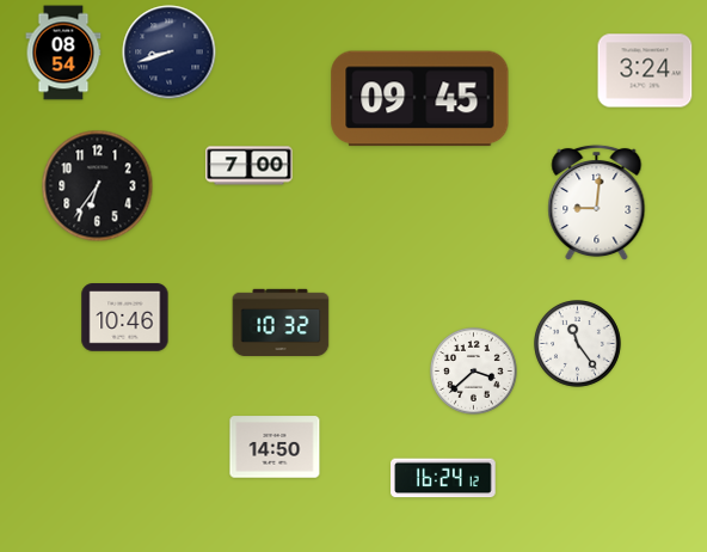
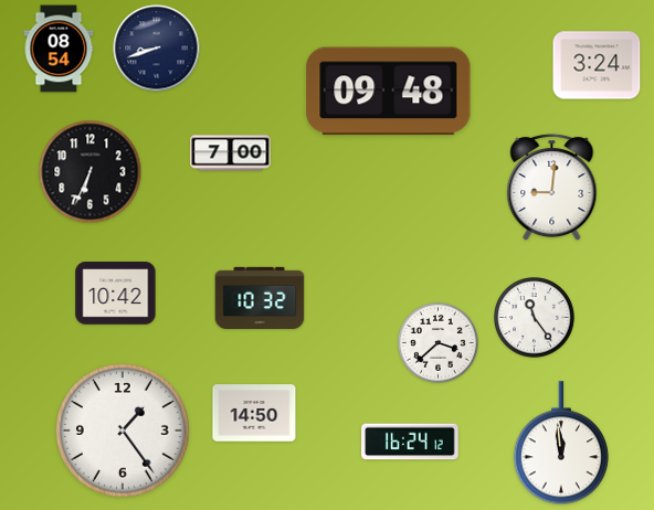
clock at (420, 99): 09:45 -> 09:48
clock at (98, 186): 6:36 -> 6:34
clock at (125, 318): 10:46 -> 10:42
clock at (123, 431): none -> 1:24
clock at (561, 444): none -> 11:59
